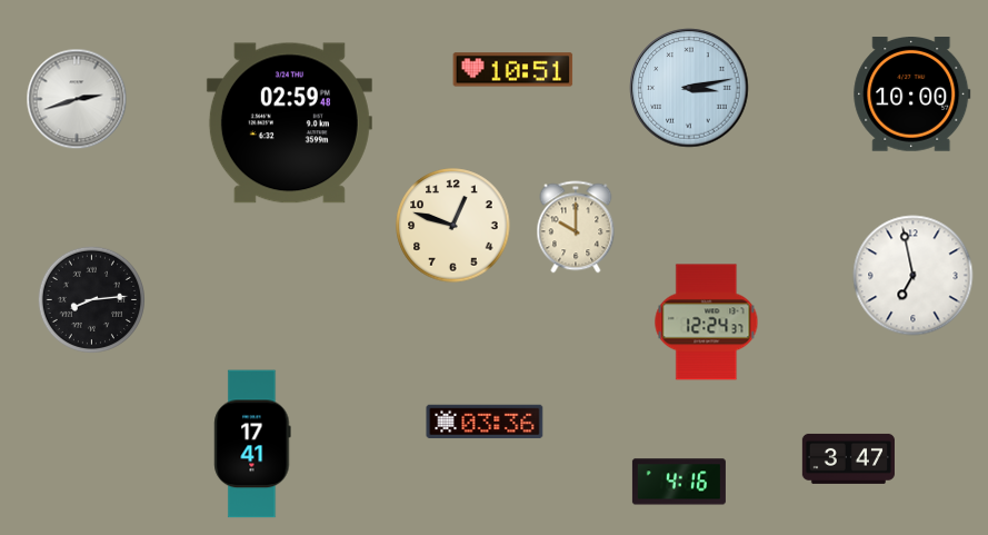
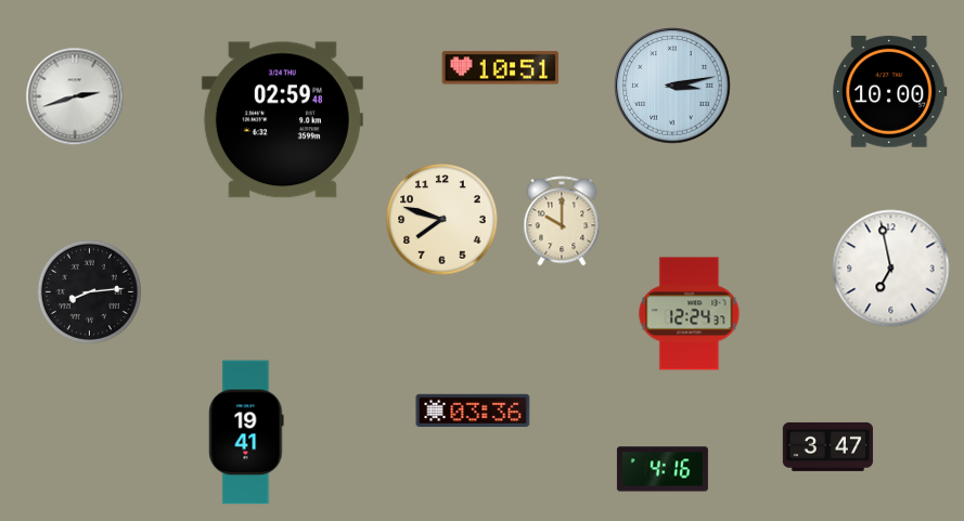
clock at (453, 226): 12:48 -> 7:48
clock at (252, 444): 17:41 -> 19:41
